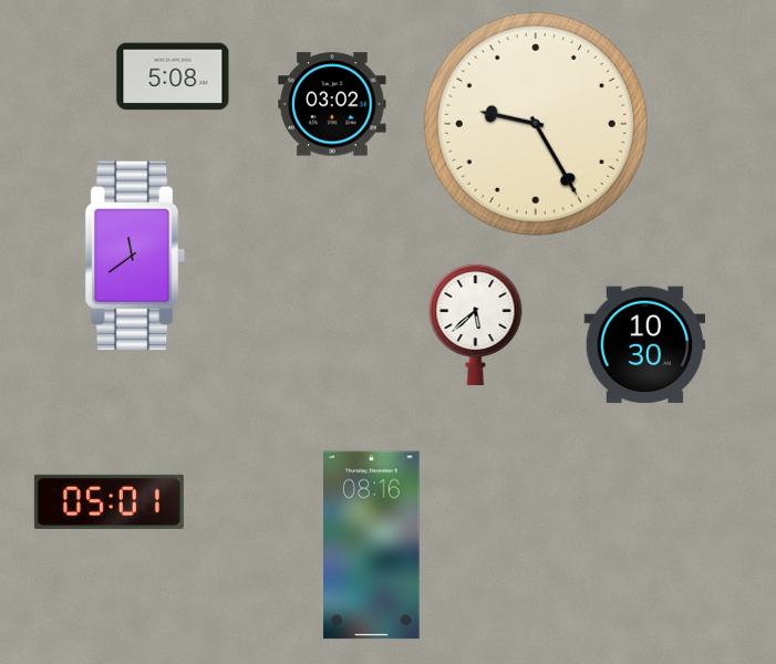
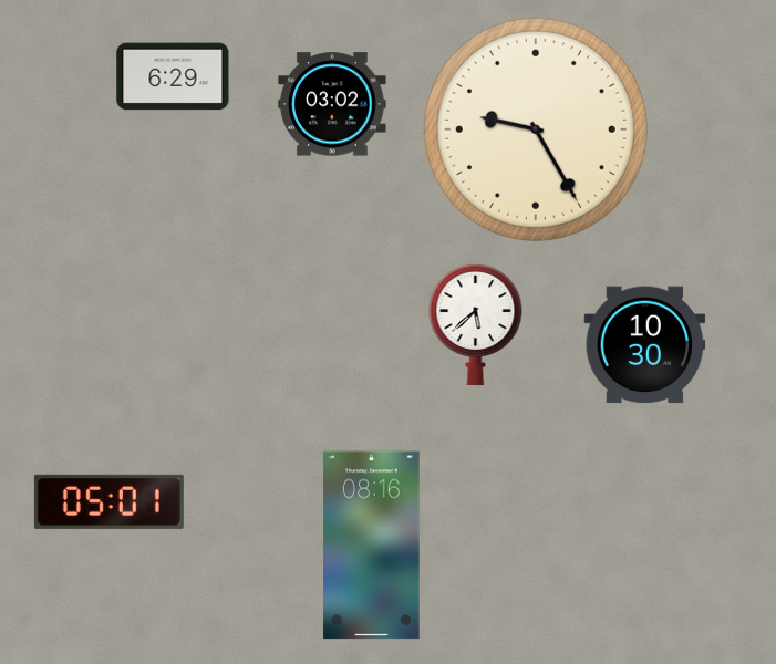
clock at (173, 76): 5:08 -> 6:29
clock at (536, 124) position: (536, 124) -> (536, 129)
clock at (135, 256): 11:39 -> none
